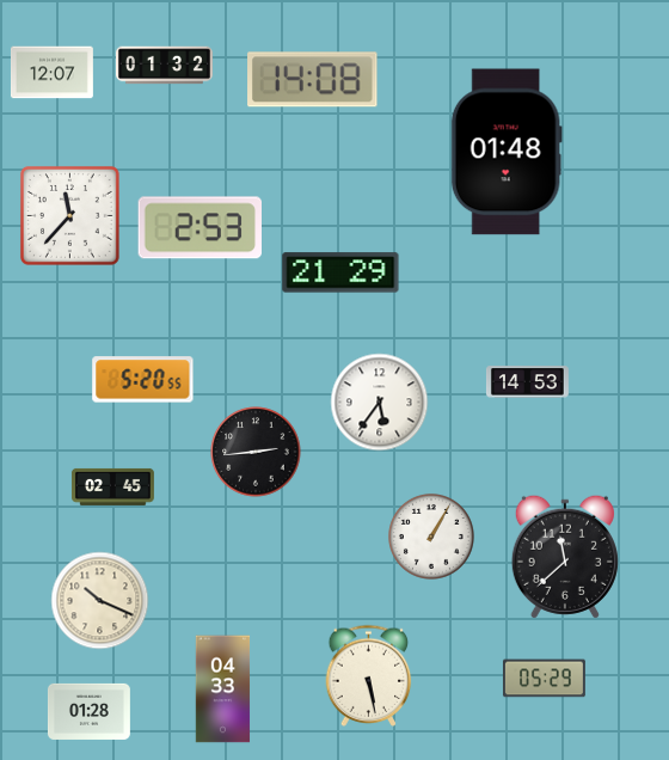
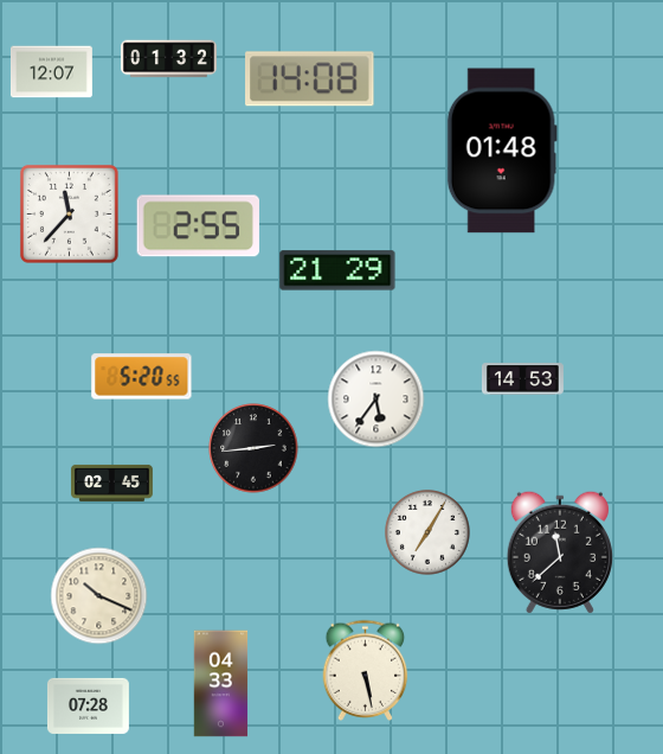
clock at (164, 66) position: (164, 66) -> (168, 59)
clock at (200, 228): 2:53 -> 2:55
clock at (431, 537): 1:05 -> 7:05
clock at (544, 679): 05:29 -> none
clock at (88, 711): 01:28 -> 07:28
